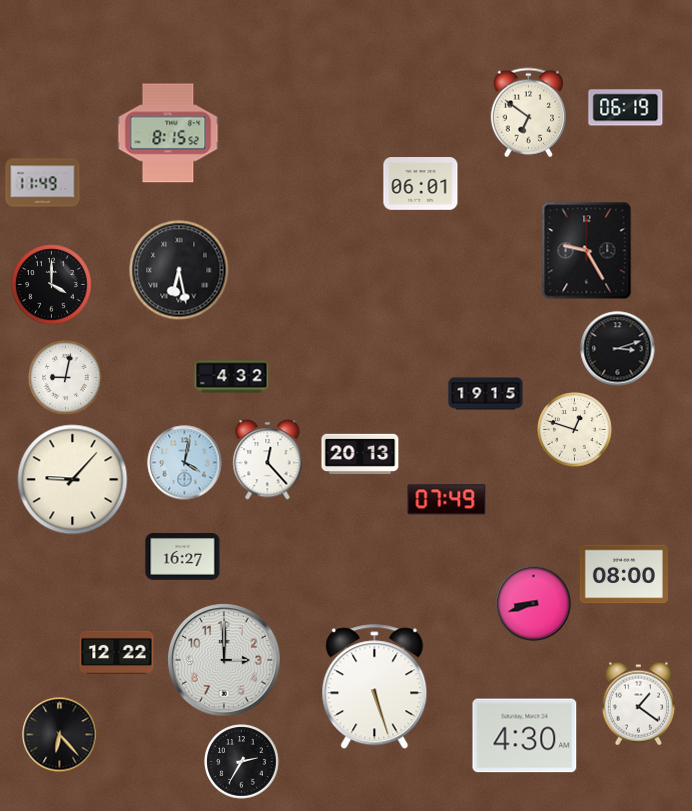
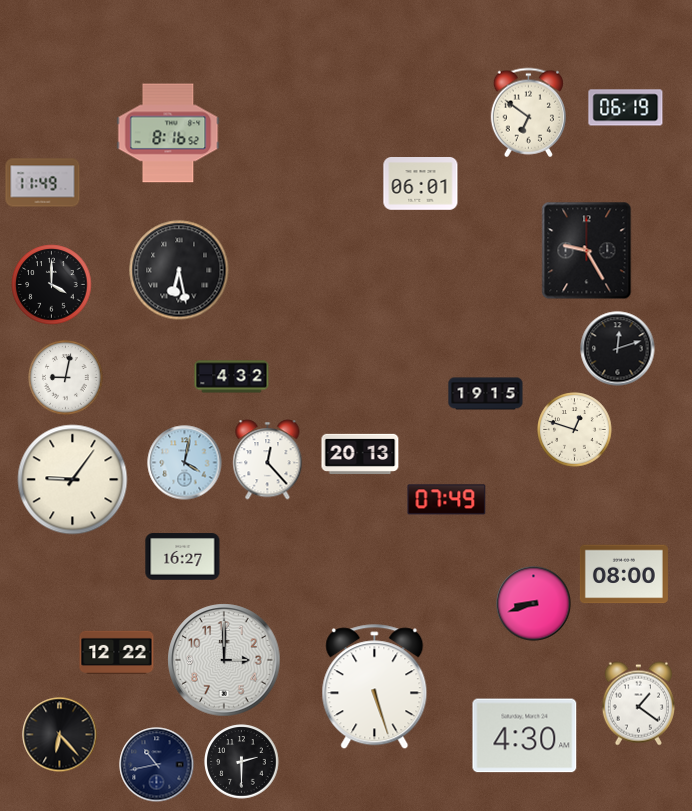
clock at (168, 133): 8:15 -> 8:16
clock at (618, 349): 3:12 -> 12:12
clock at (73, 480): 9:07 -> 9:06
clock at (242, 762): 2:35 -> 2:30
clock at (157, 765): none -> 10:43
